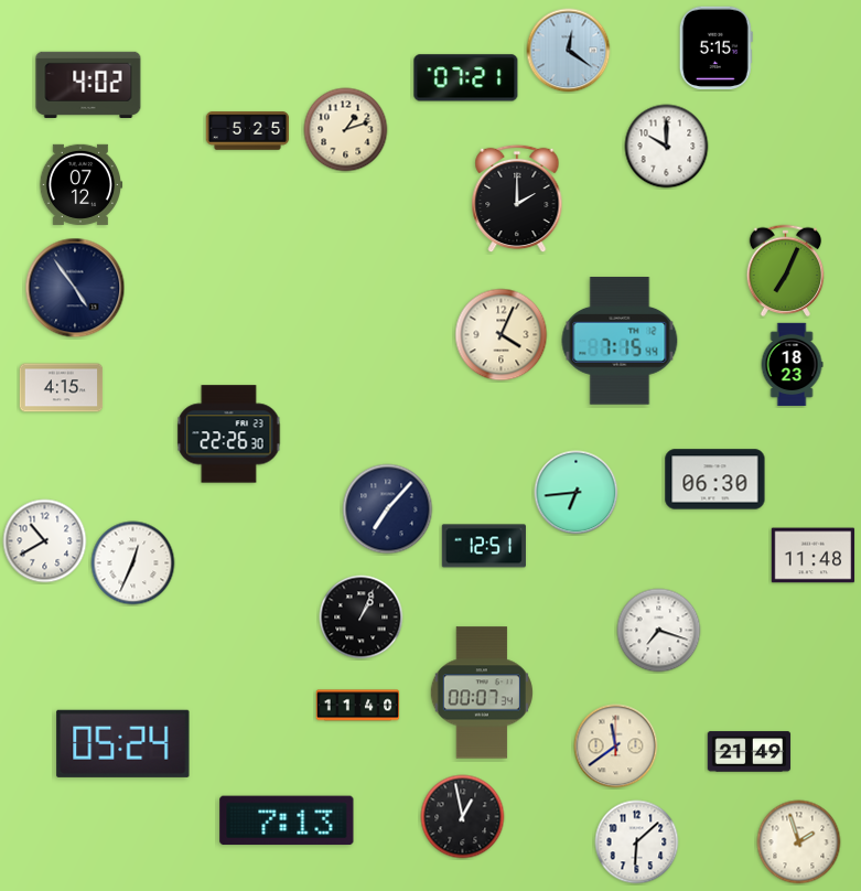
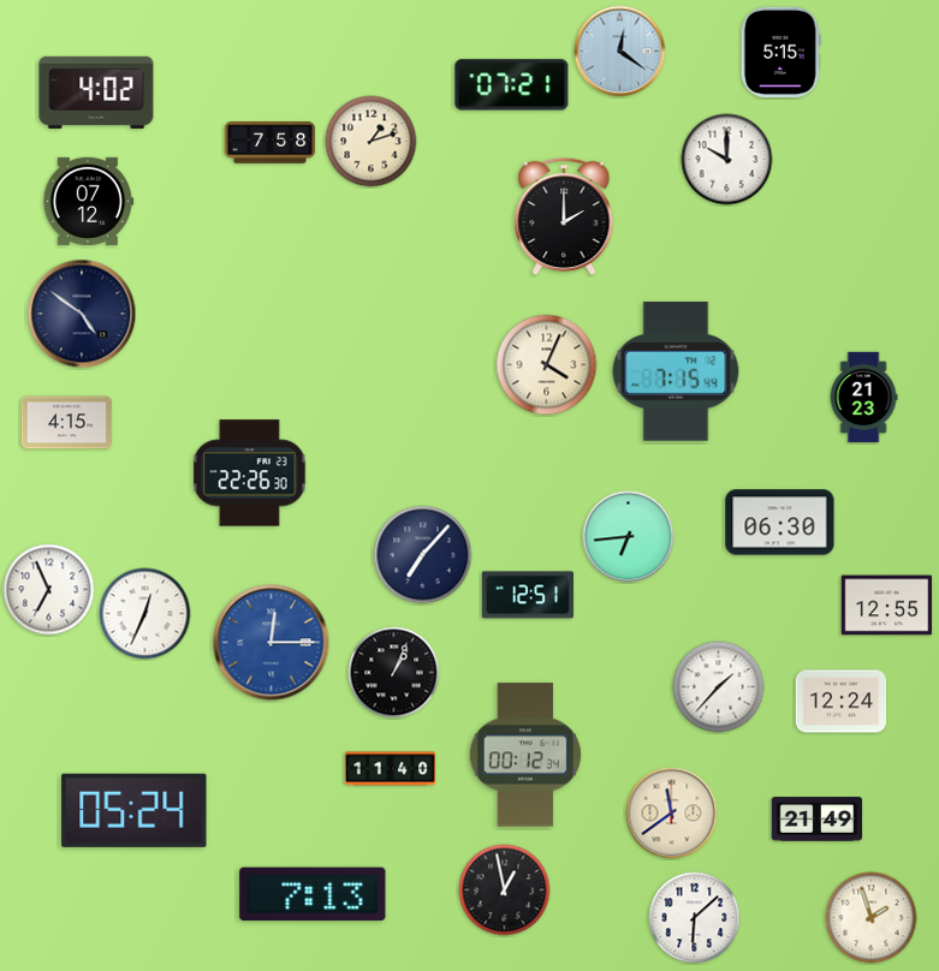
clock at (569, 51) position: (569, 51) -> (620, 52)
clock at (466, 78) position: (466, 78) -> (512, 85)
clock at (346, 130) position: (346, 130) -> (372, 142)
clock at (248, 131): 5:25 -> 7:58
clock at (786, 270): 7:04 -> none
clock at (75, 288): 4:54 -> 4:51
clock at (792, 365): 18:23 -> 21:23
clock at (45, 541): 10:40 -> 6:56
clock at (814, 556): 11:48 -> 12:55
clock at (272, 643): none -> 12:15
clock at (659, 631): 7:18 -> 1:37
clock at (842, 702): none -> 12:24
clock at (482, 693): 00:07 -> 00:12
